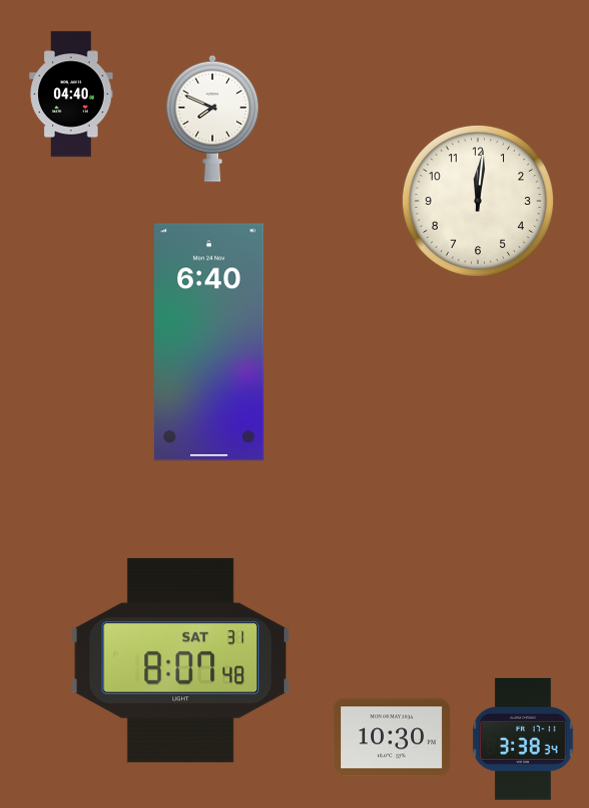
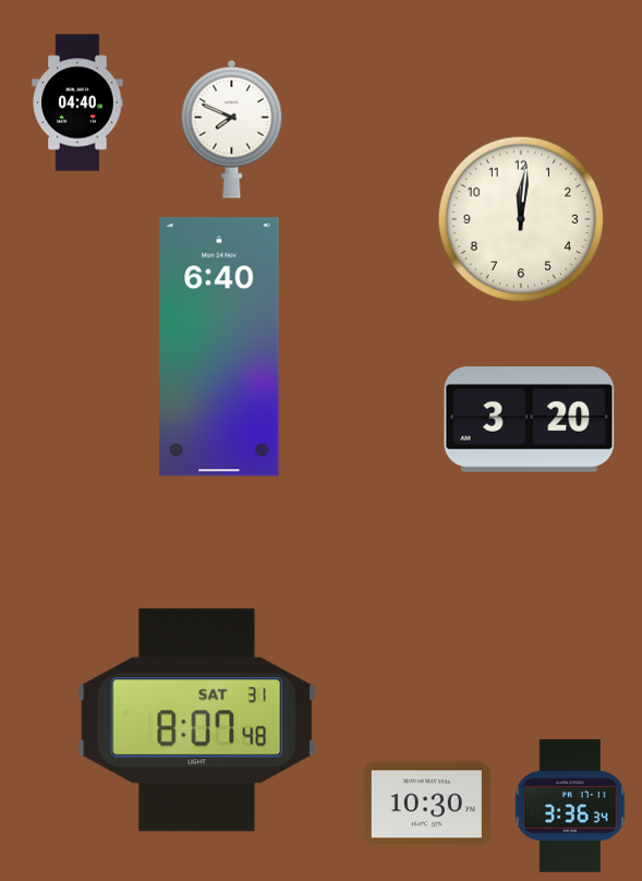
clock at (209, 342) position: (209, 342) -> (219, 347)
clock at (530, 420): none -> 3:20
clock at (523, 739): 3:38 -> 3:36
